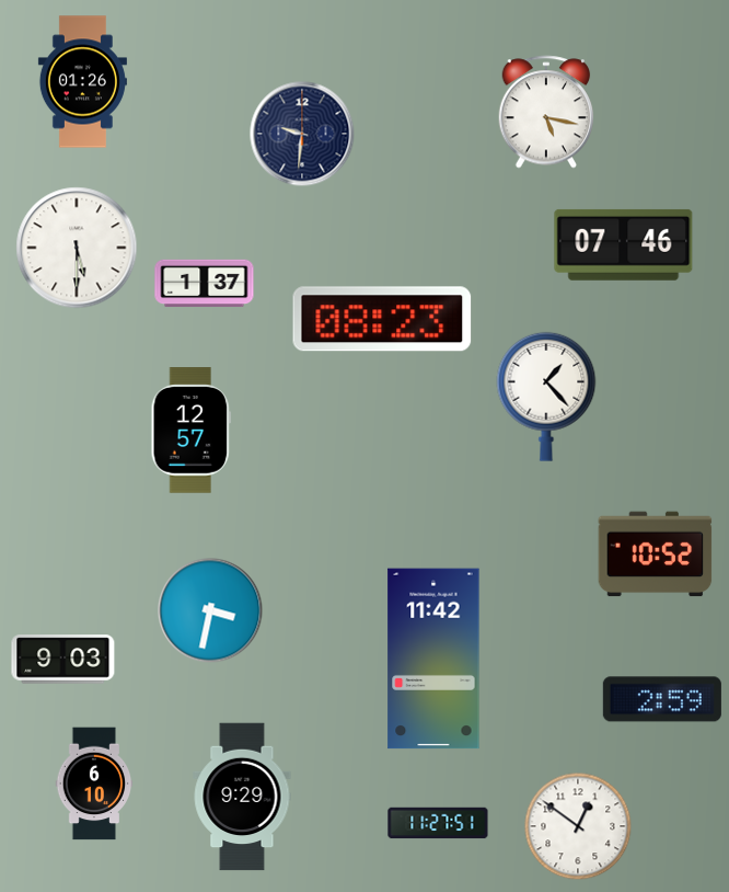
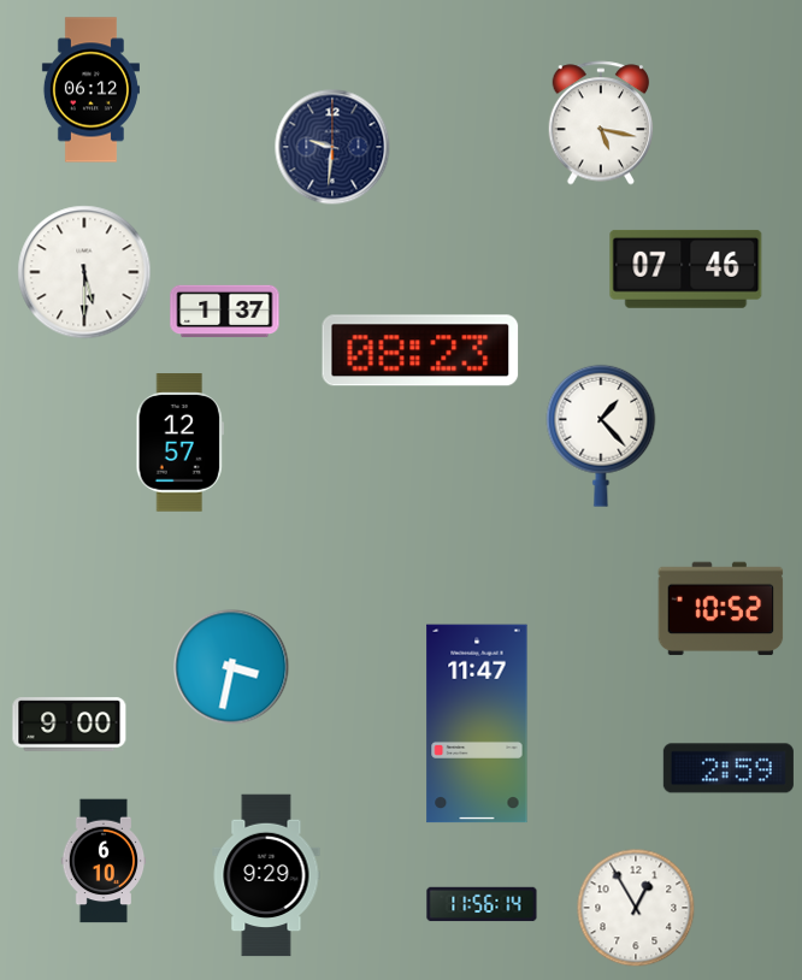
clock at (82, 82): 01:26 -> 06:12
clock at (190, 431) position: (190, 431) -> (179, 443)
clock at (210, 610) position: (210, 610) -> (231, 667)
clock at (433, 659): 11:42 -> 11:47
clock at (63, 660): 9:03 -> 9:00
clock at (438, 823): 11:27 -> 11:56
clock at (578, 826): 12:51 -> 12:55
